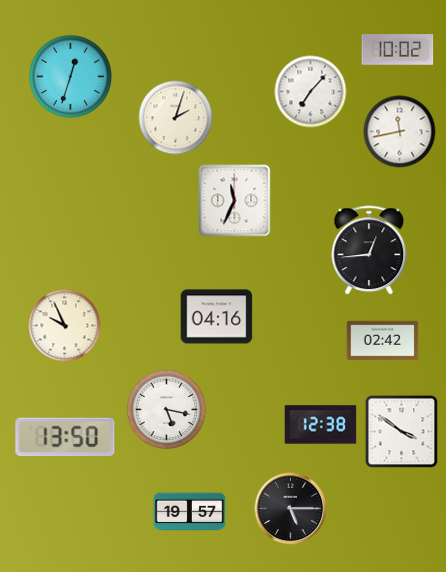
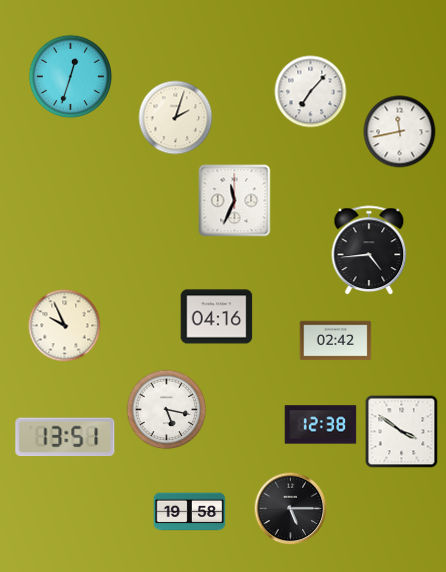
clock at (398, 50): 10:02 -> none
clock at (369, 250): 12:44 -> 4:44
clock at (383, 341) position: (383, 341) -> (336, 341)
clock at (65, 437): 13:50 -> 13:51
clock at (190, 512): 19:57 -> 19:58
